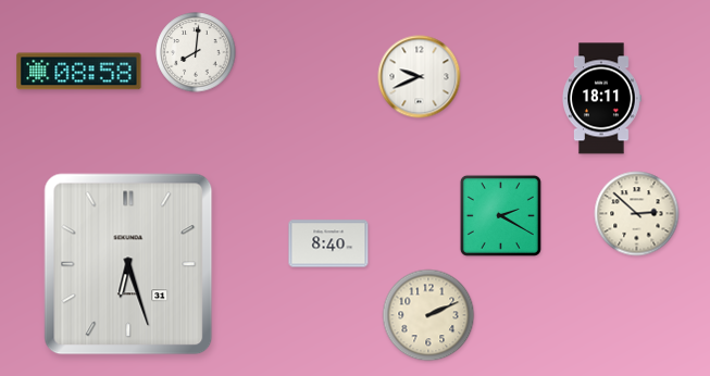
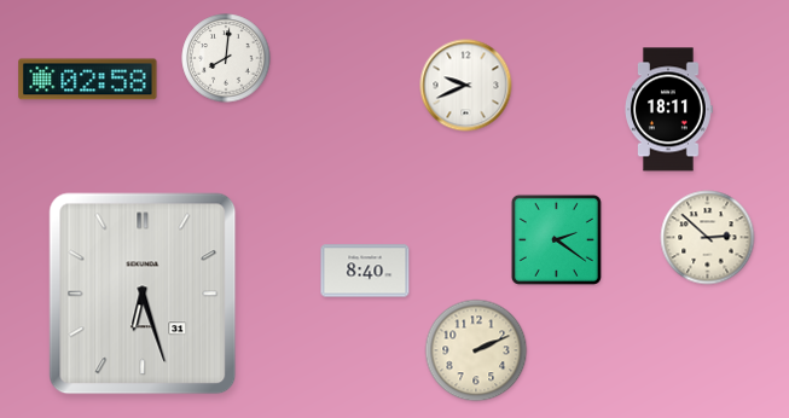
clock at (196, 52) position: (196, 52) -> (226, 58)
clock at (79, 72): 08:58 -> 02:58
clock at (500, 215): 2:20 -> 2:21
